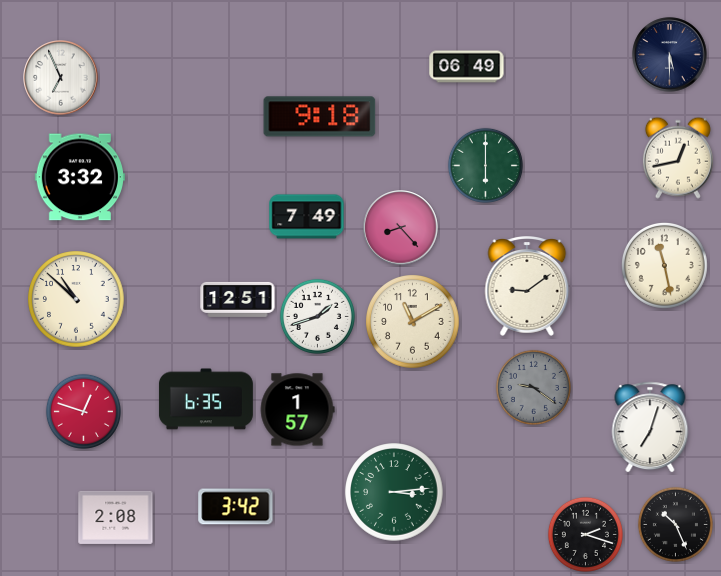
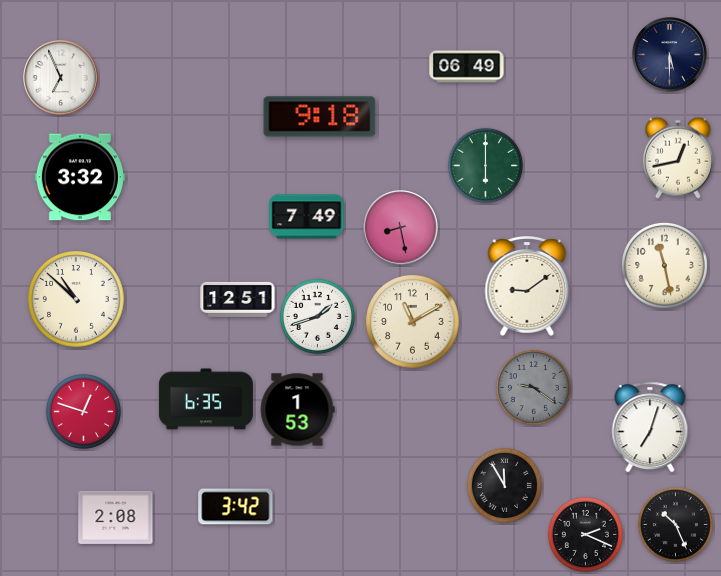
clock at (401, 228): 8:23 -> 8:28
clock at (297, 410): 1:57 -> 1:53
clock at (504, 485): none -> 11:55
clock at (394, 492): 3:14 -> none
clock at (585, 534): 2:18 -> 2:19
